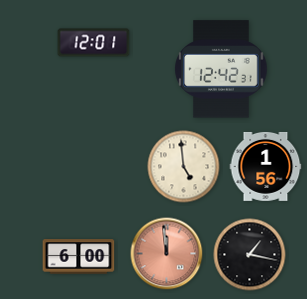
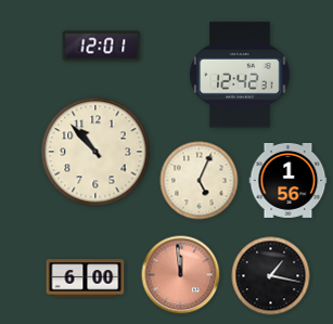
clock at (95, 152): none -> 10:53
clock at (184, 167): 4:59 -> 5:04
